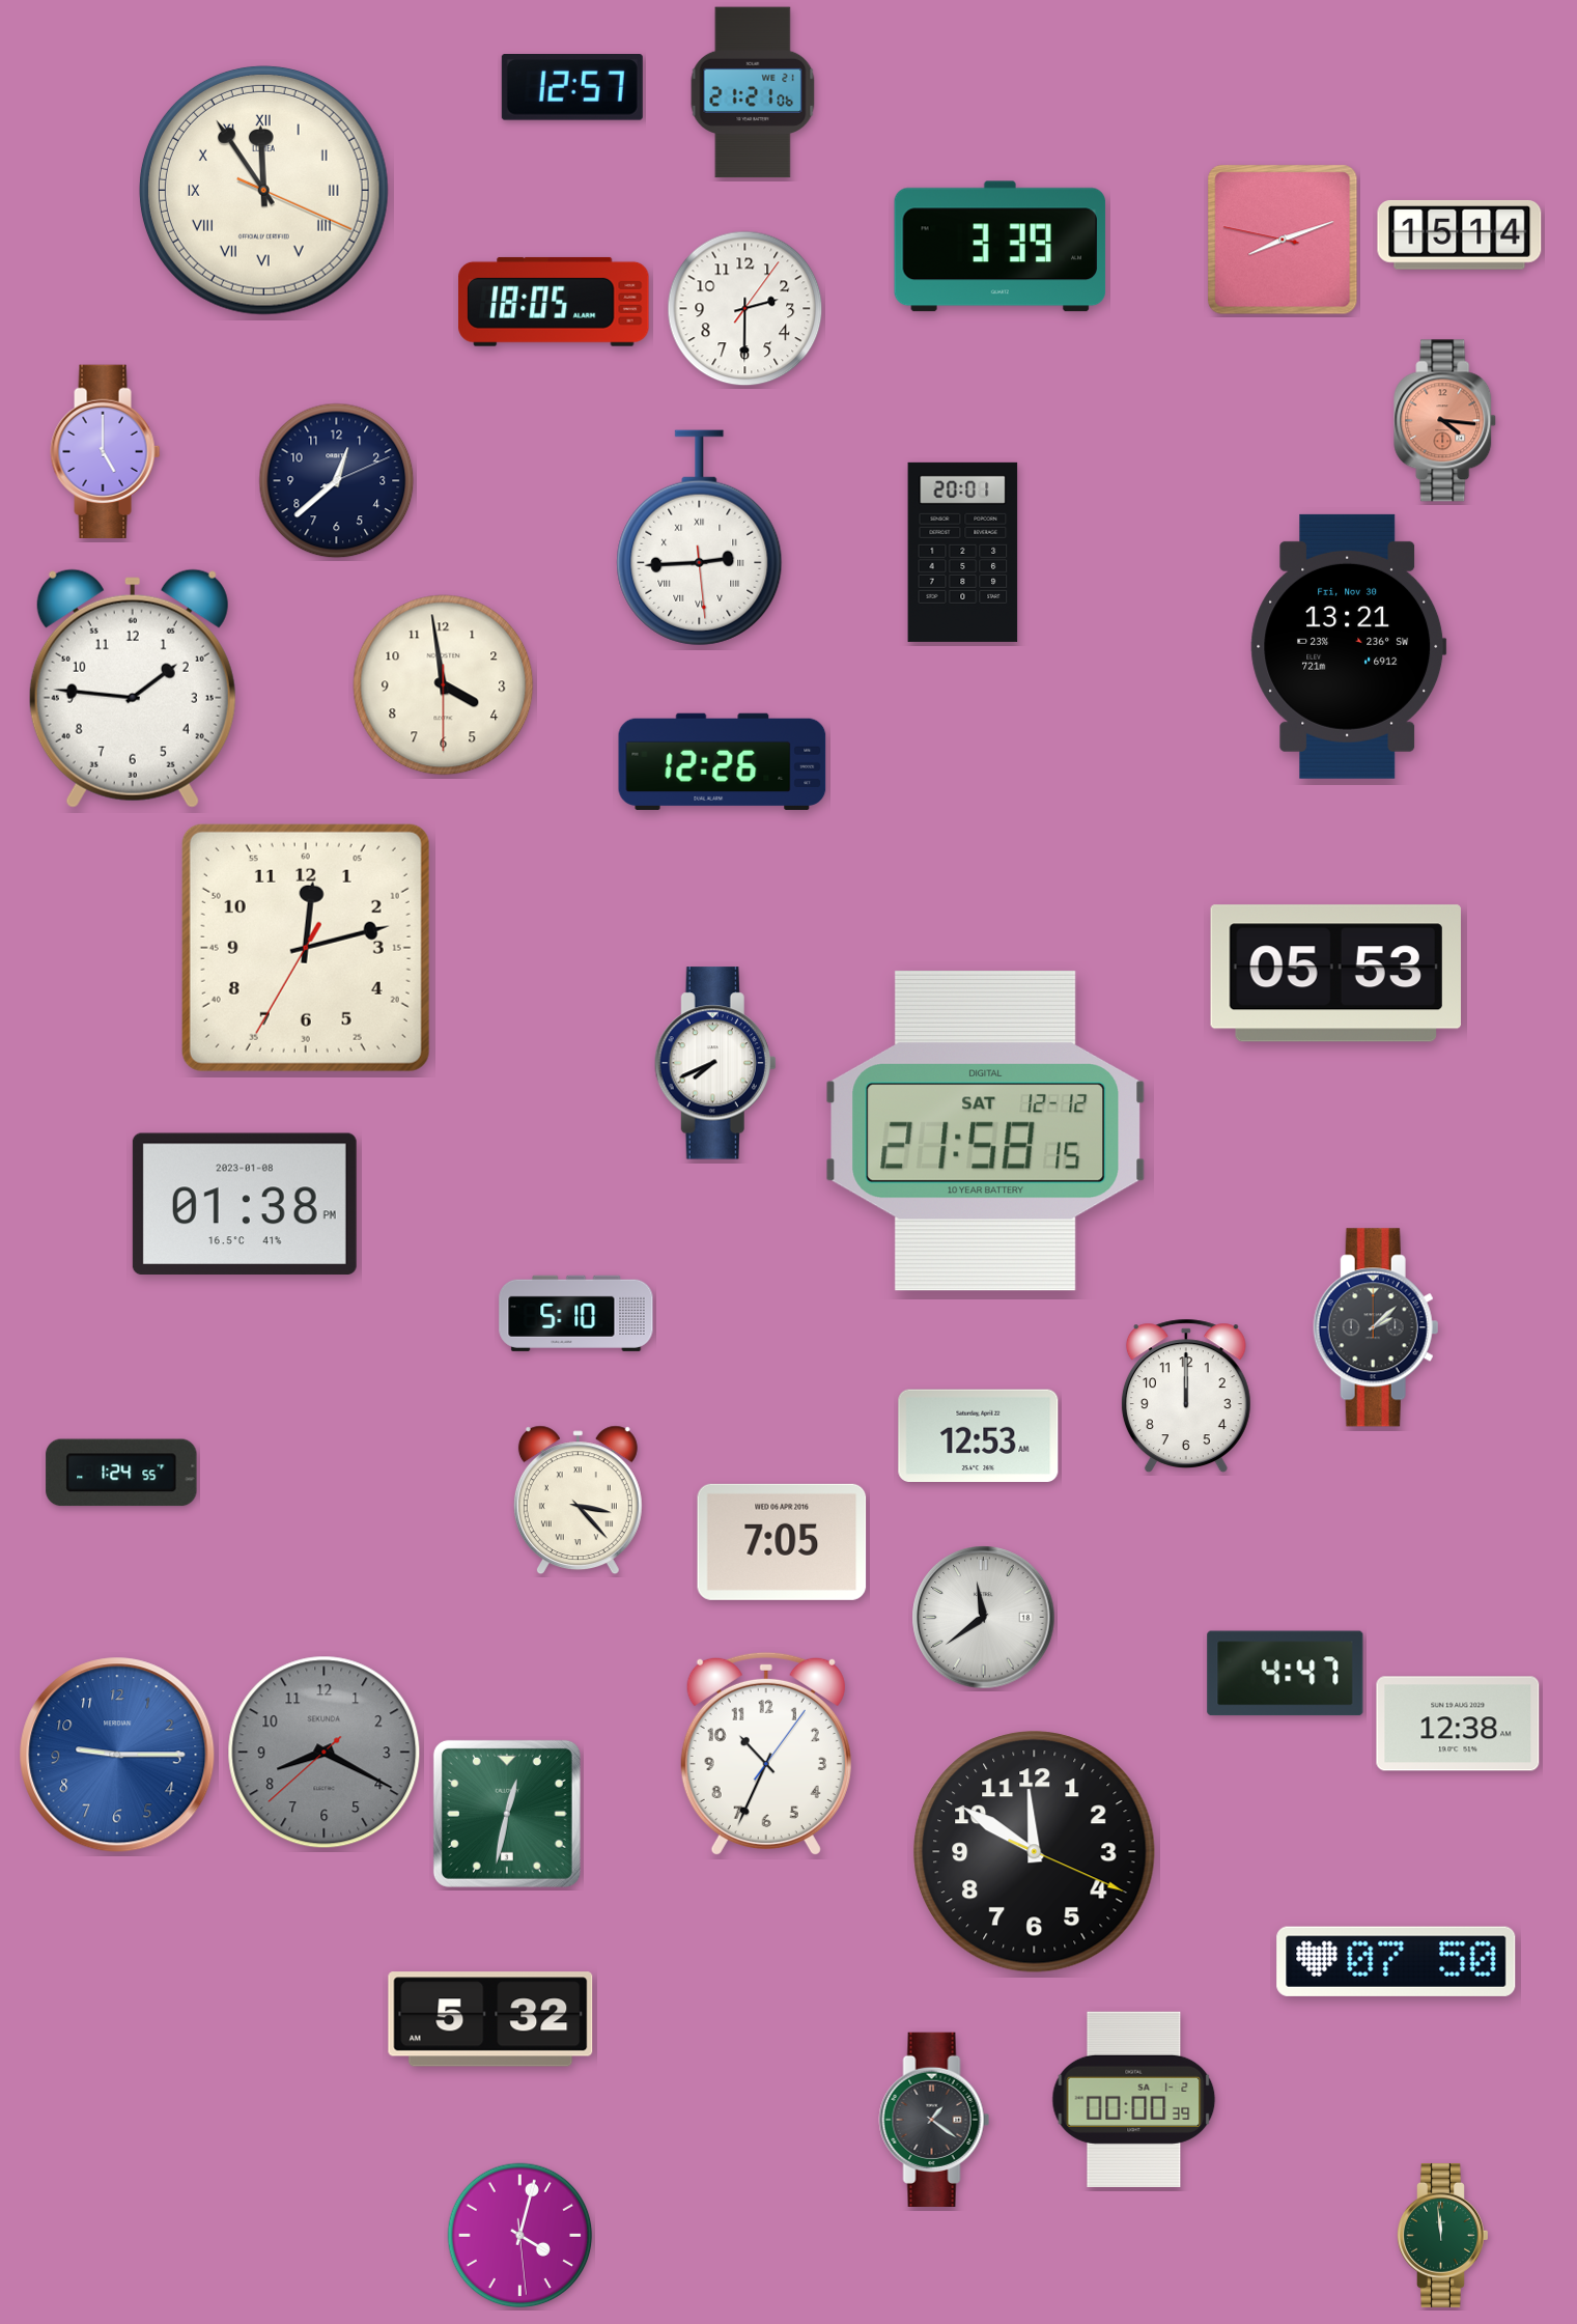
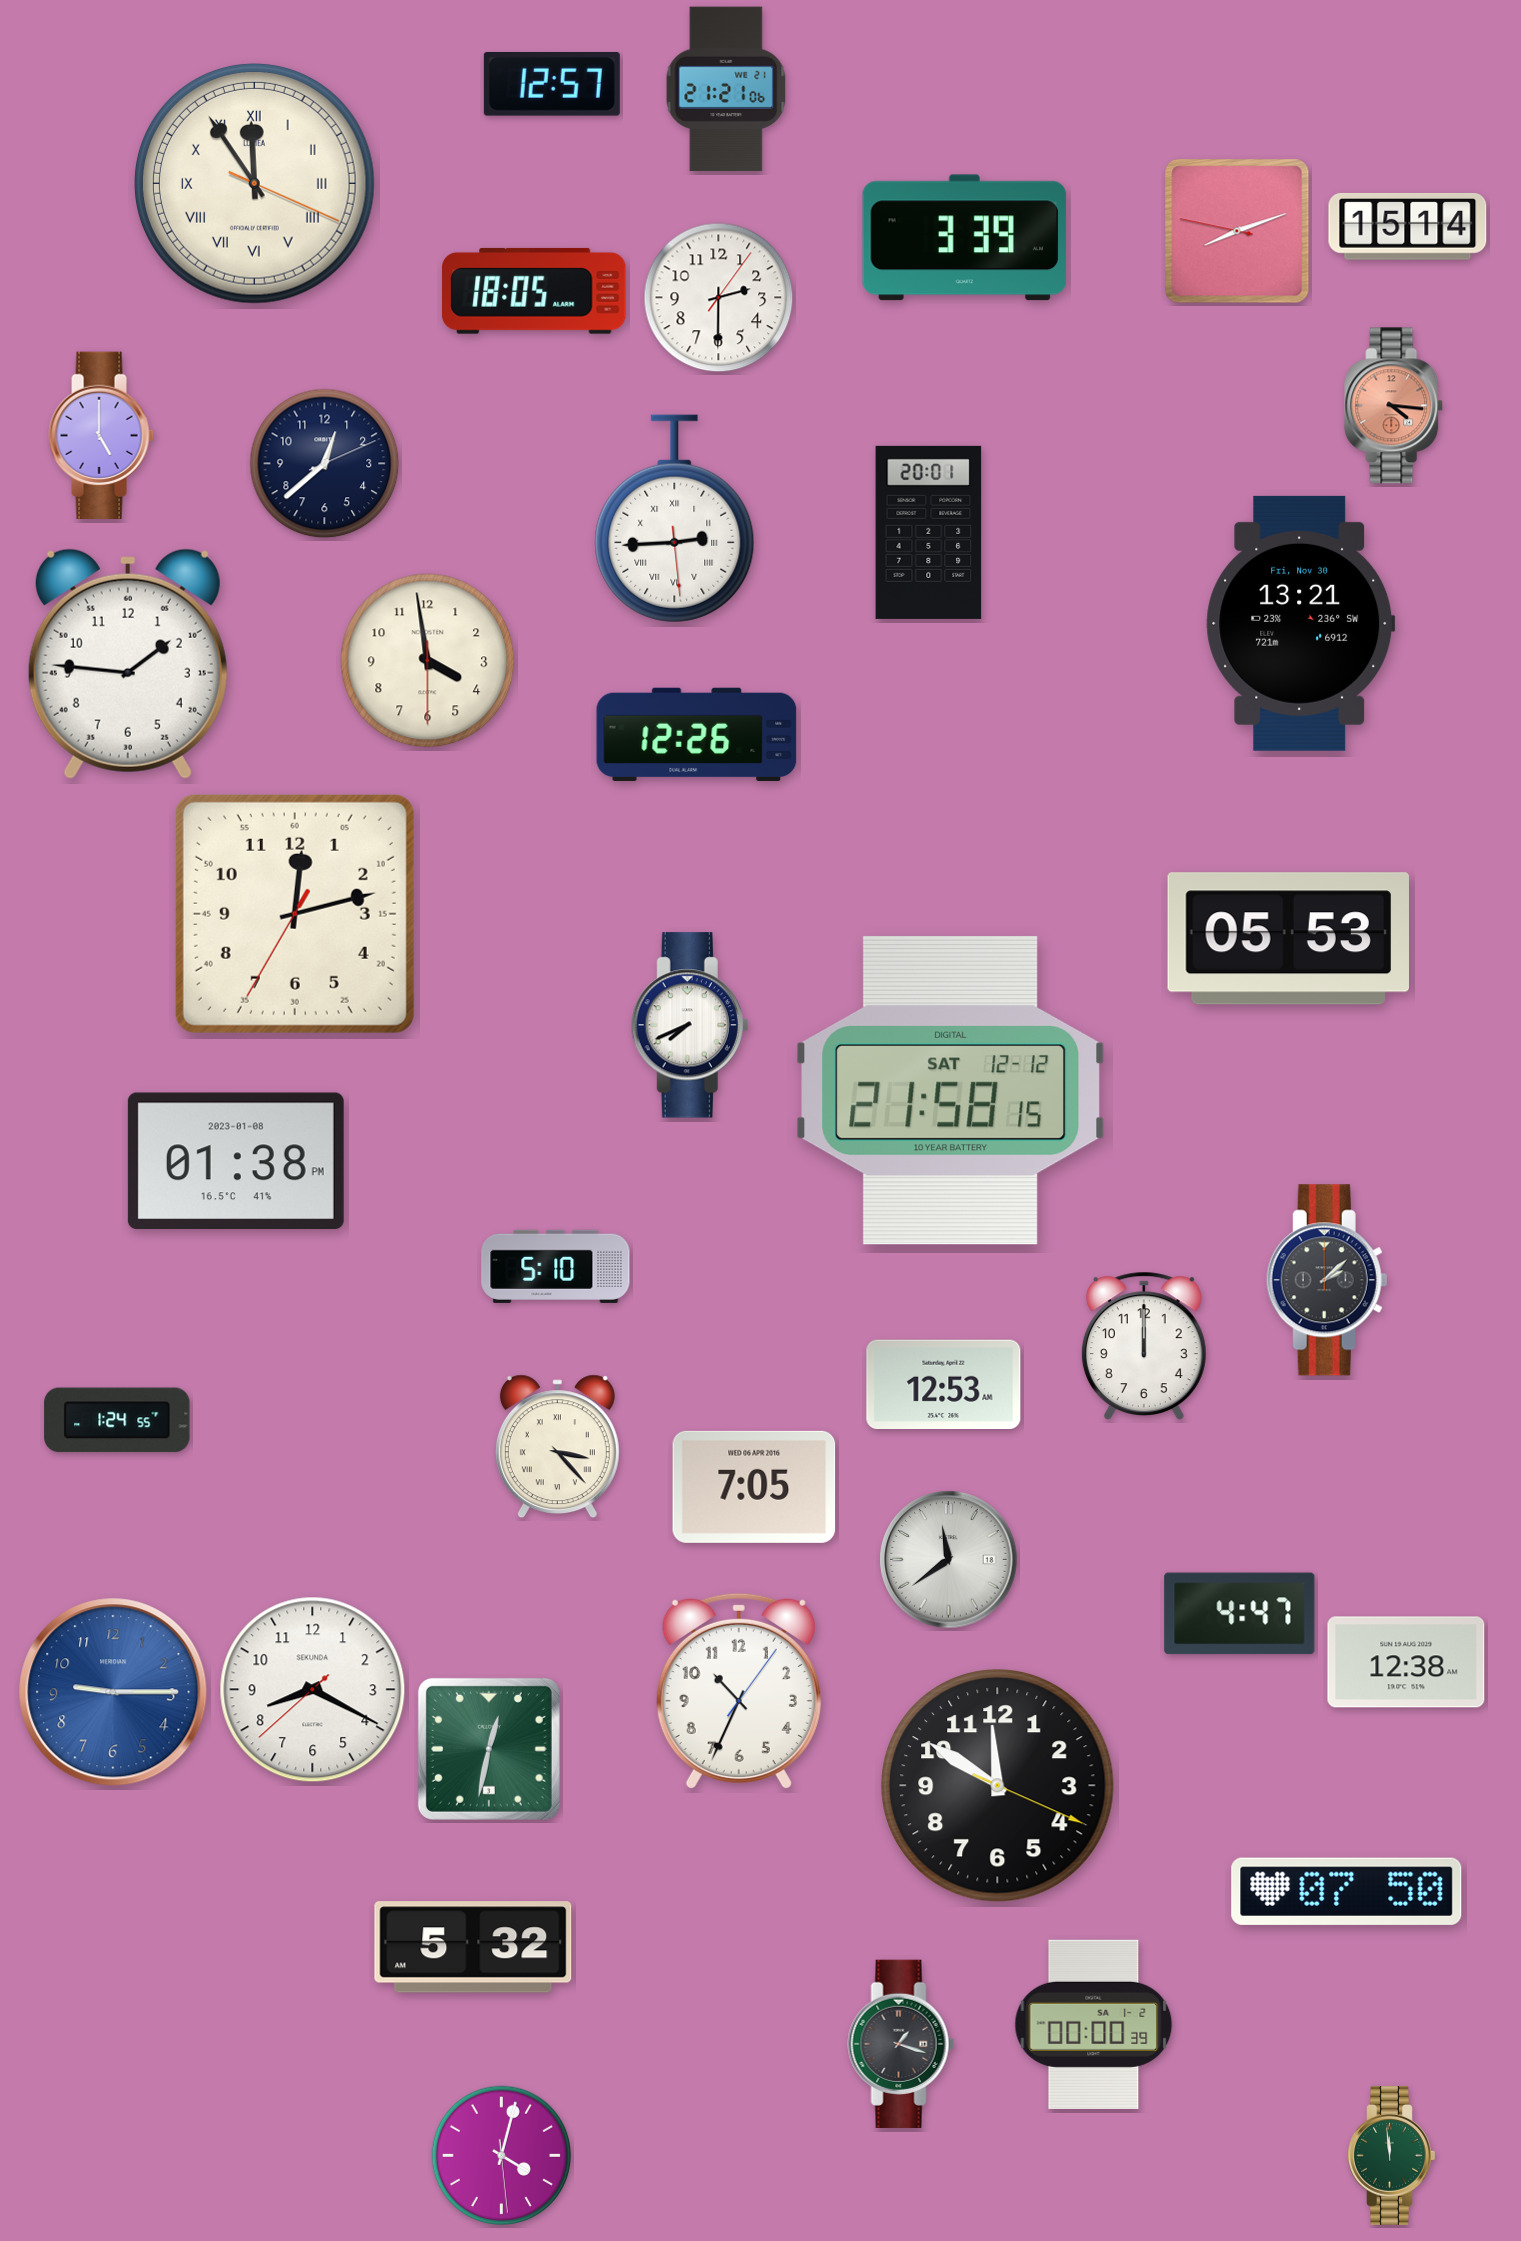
clock at (325, 1753) dial: grey -> white
clock at (934, 2120): 1:21 -> 1:18
